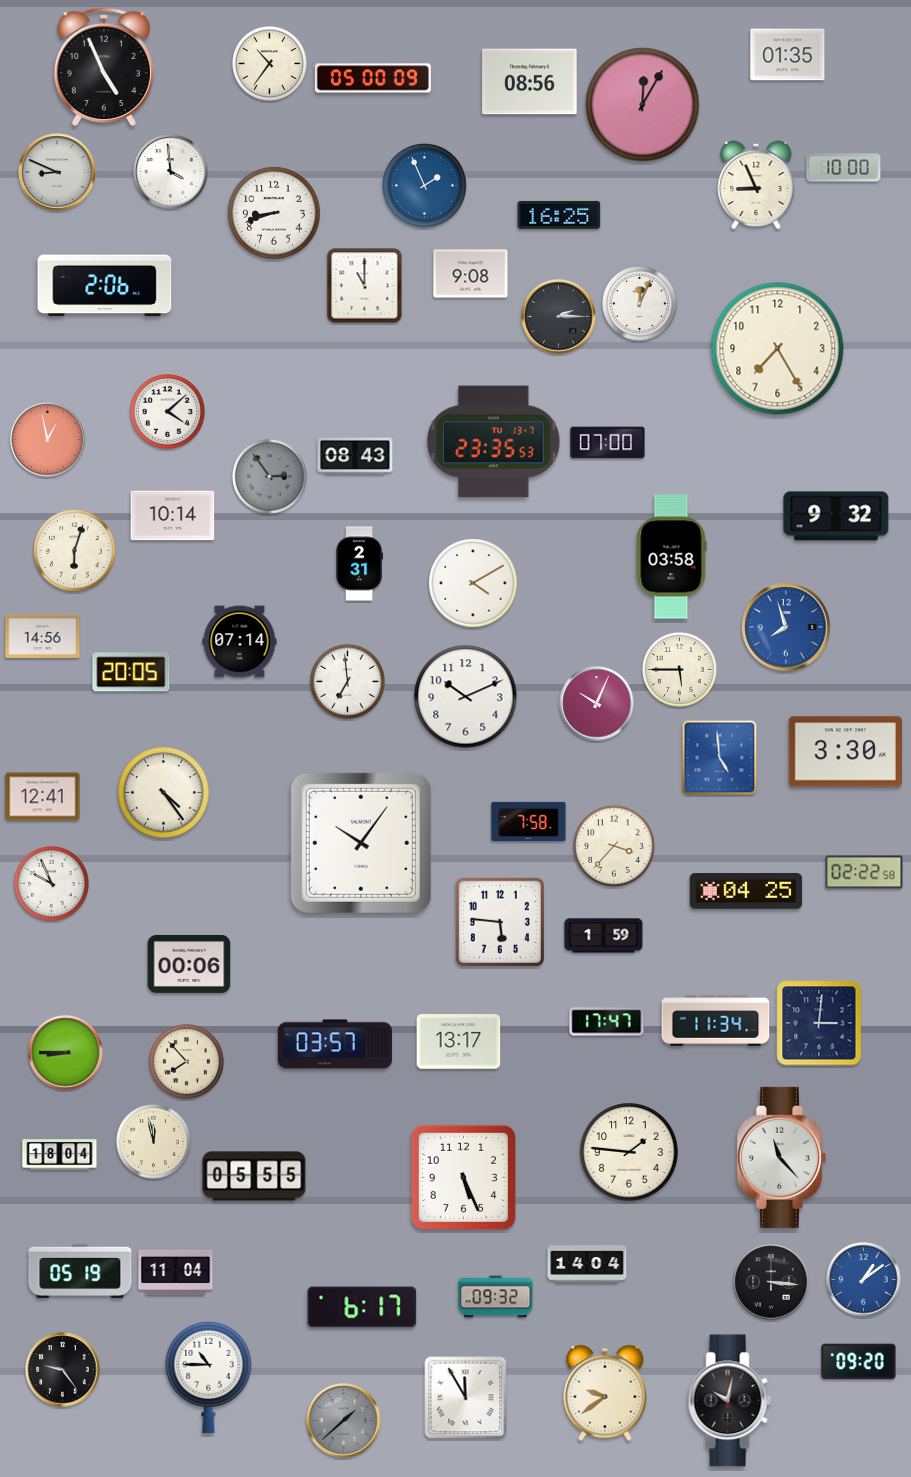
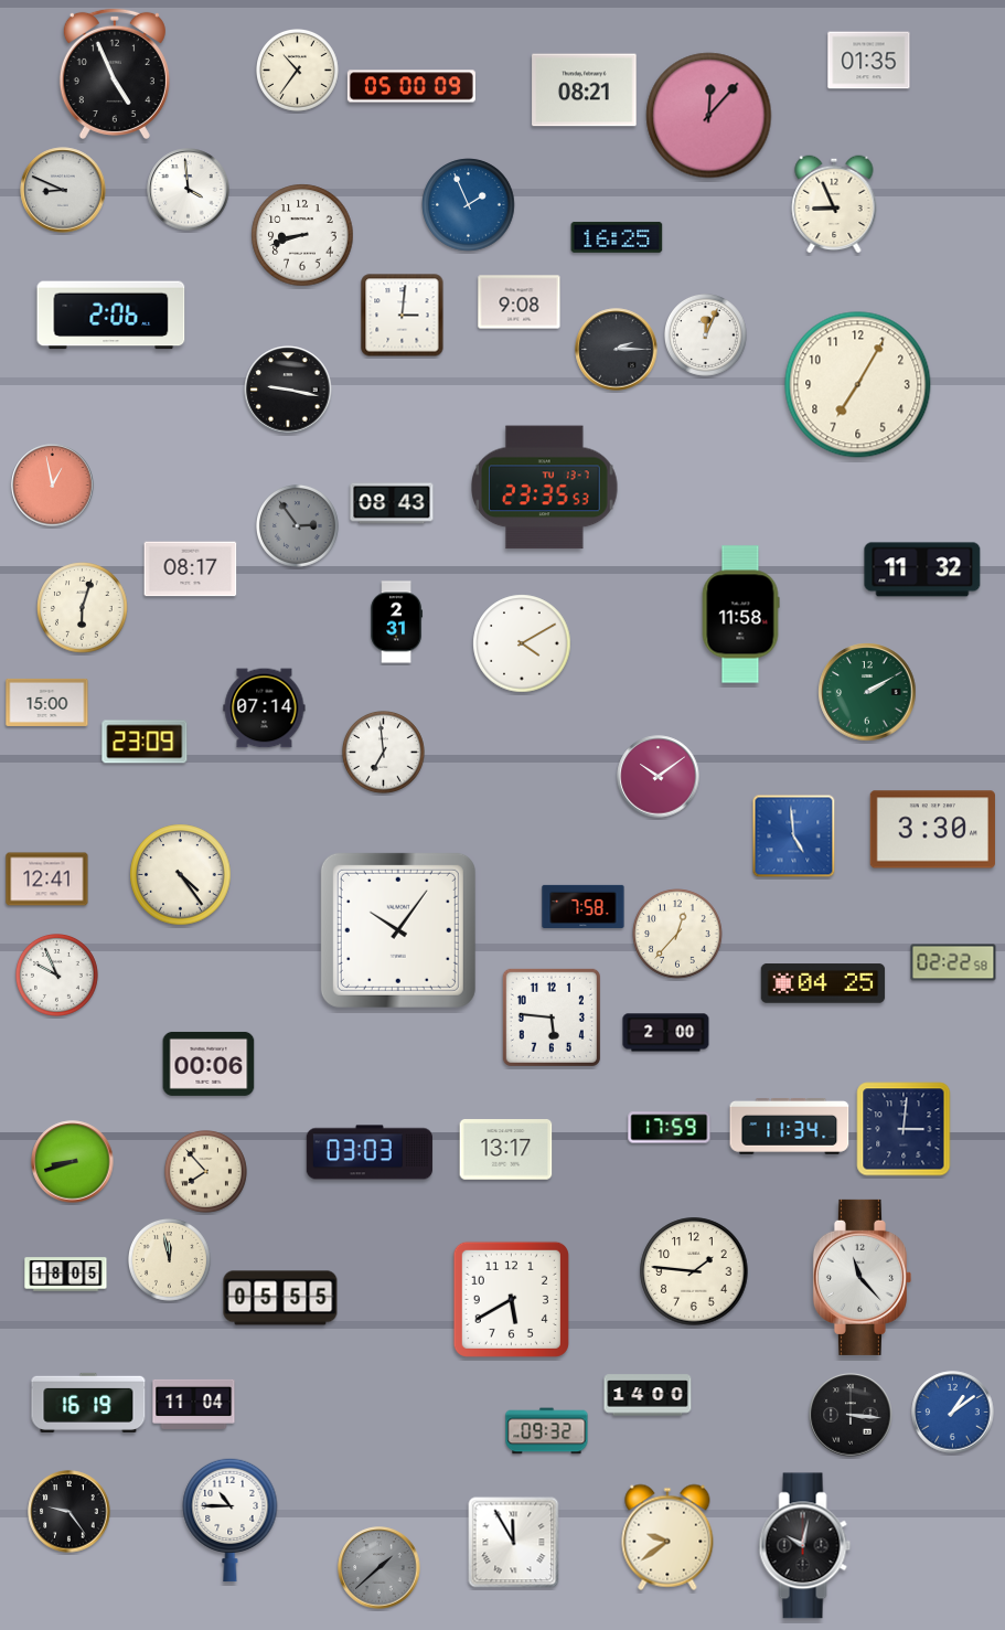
clock at (530, 82): 08:56 -> 08:21
clock at (643, 105): 12:05 -> 12:07
clock at (844, 168): 10:00 -> none
clock at (105, 286) position: (105, 286) -> (111, 316)
clock at (365, 286): 11:00 -> 3:01
clock at (778, 349): 7:25 -> 7:05
clock at (288, 390): none -> 9:17
clock at (168, 412): 4:08 -> none
clock at (608, 443): 07:00 -> none
clock at (173, 516): 10:14 -> 08:17
clock at (836, 516): 9:32 -> 11:32
clock at (671, 557): 03:58 -> 11:58
clock at (786, 627): 7:57 -> 2:10
clock at (786, 627) dial: blue -> green
clock at (43, 636): 14:56 -> 15:00
clock at (680, 670): 5:45 -> none
clock at (131, 672): 20:05 -> 23:09
clock at (466, 697): 10:11 -> none
clock at (597, 704): 10:04 -> 10:09
clock at (614, 846): 3:37 -> 12:37
clock at (604, 936): 1:59 -> 2:00
clock at (607, 1022): 17:47 -> 17:59
clock at (335, 1044): 03:57 -> 03:03
clock at (66, 1053): 8:45 -> 8:42
clock at (60, 1155): 18:04 -> 18:05
clock at (463, 1177): 5:26 -> 5:40
clock at (587, 1264): 14:04 -> 14:00
clock at (80, 1271): 05:19 -> 16:19
clock at (362, 1307): 6:17 -> none
clock at (859, 1362): 09:20 -> none
